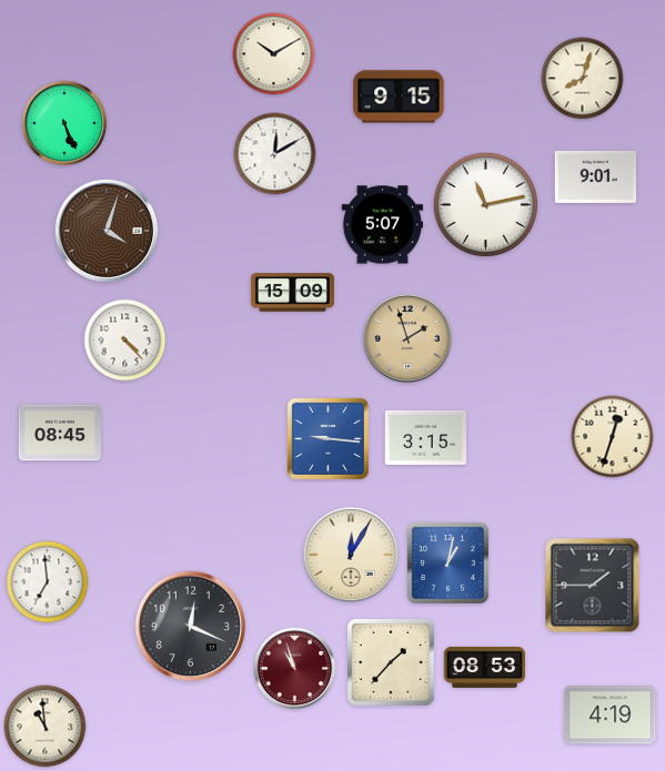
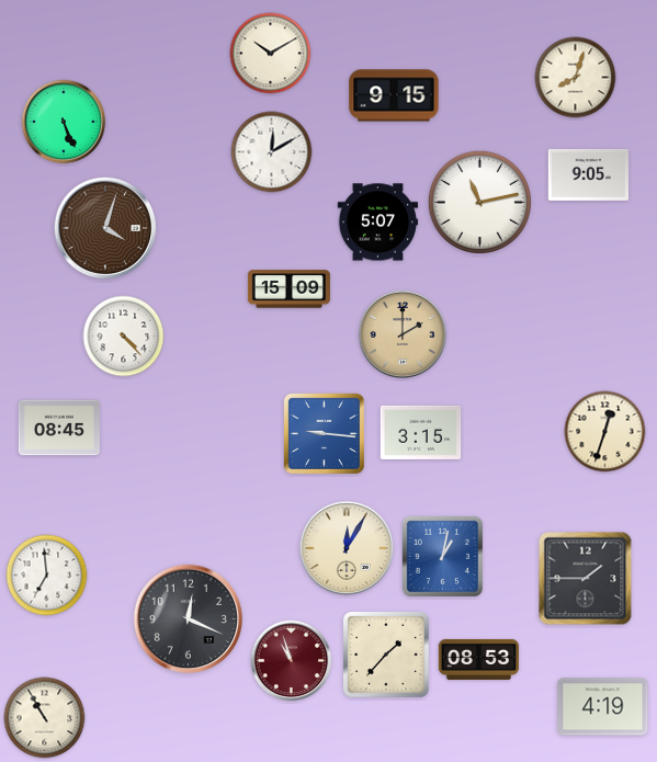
clock at (596, 176): 9:01 -> 9:05
clock at (407, 338): 1:57 -> 2:00
clock at (46, 727): 10:59 -> 10:55
